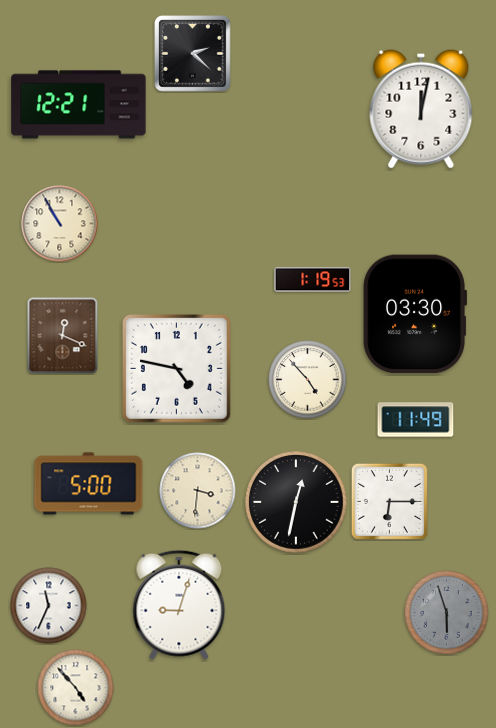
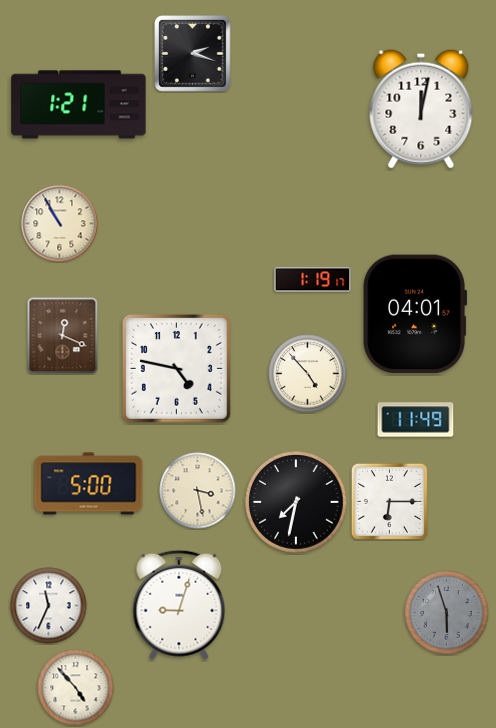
clock at (193, 54): 2:22 -> 2:18
clock at (79, 105): 12:21 -> 1:21
clock at (313, 280): 1:19:53 -> 1:19:17
clock at (416, 314): 03:30 -> 04:01
clock at (308, 380) position: (308, 380) -> (308, 374)
clock at (198, 491): 3:31 -> 3:28
clock at (296, 502): 12:32 -> 7:32
